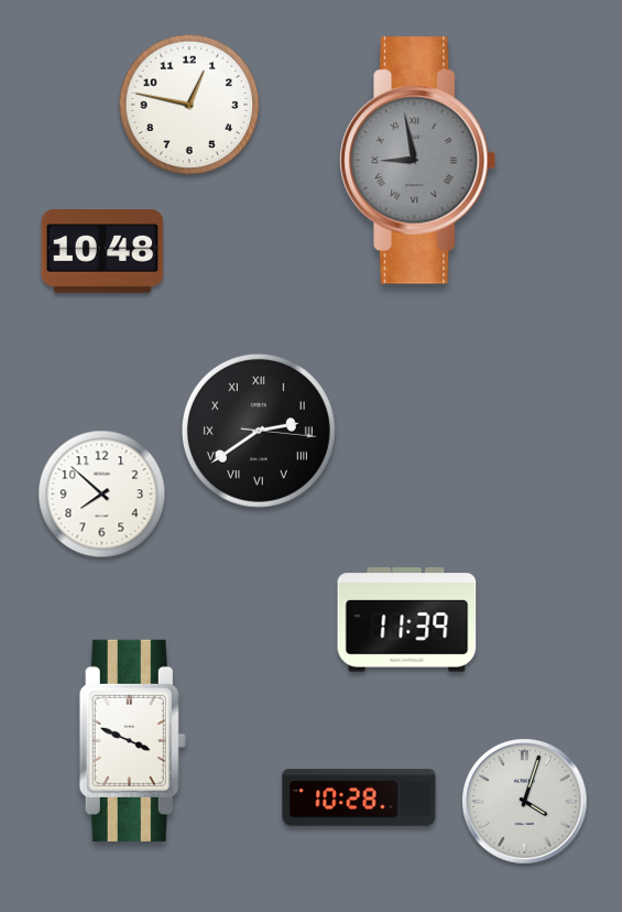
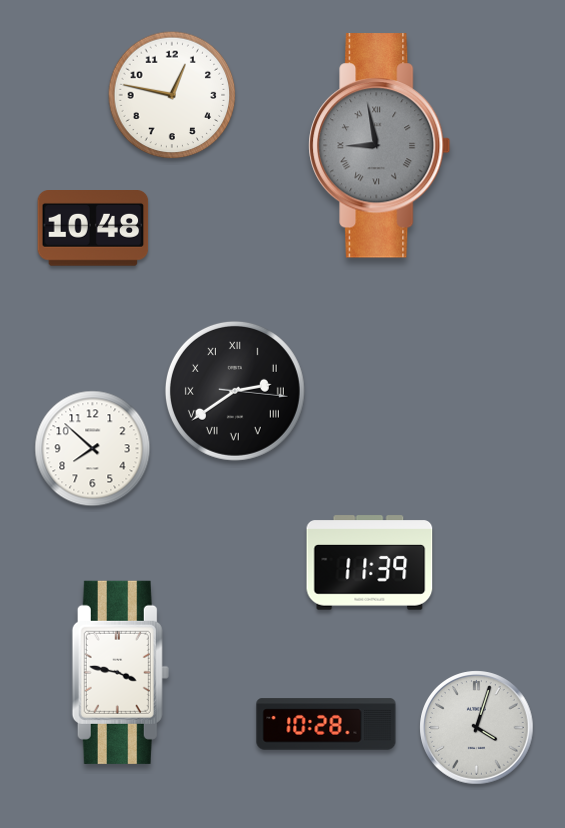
clock at (132, 740): 3:49 -> 3:47
